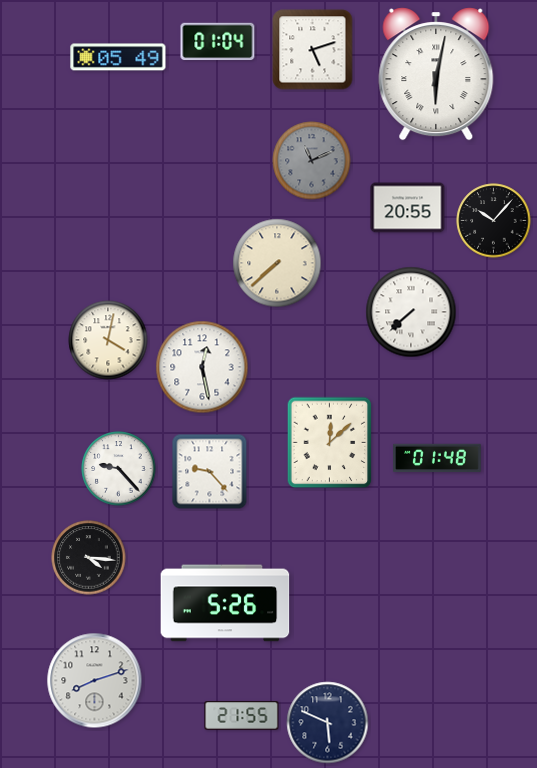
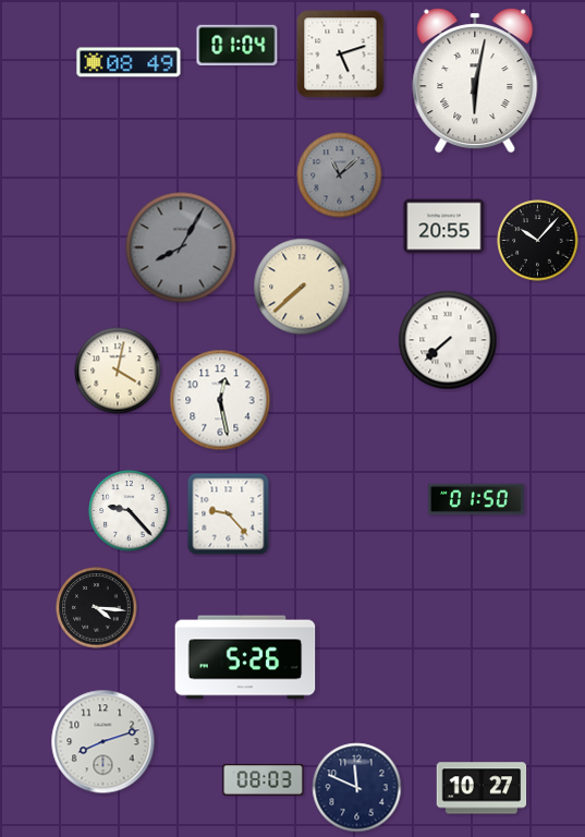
clock at (118, 57): 05:49 -> 08:49
clock at (312, 161): 11:11 -> 11:08
clock at (181, 247): none -> 8:05
clock at (330, 443): 12:08 -> none
clock at (438, 458): 01:48 -> 01:50
clock at (242, 716): 21:55 -> 08:03
clock at (328, 723): 5:49 -> 11:49
clock at (482, 788): none -> 10:27
